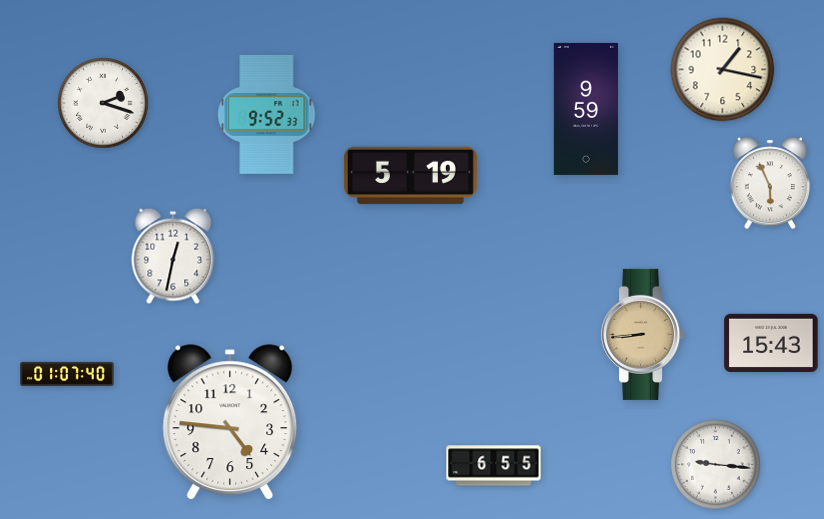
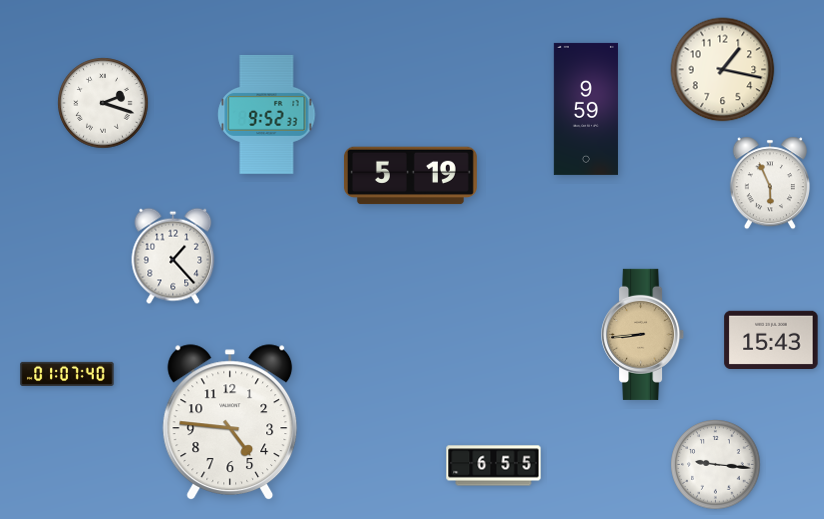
clock at (173, 256): 12:32 -> 1:23
clock at (771, 342) position: (771, 342) -> (771, 339)
